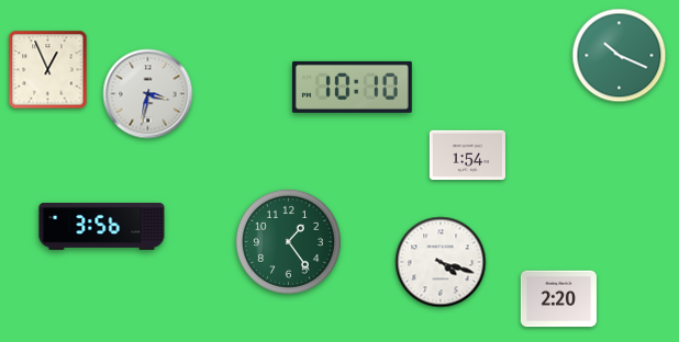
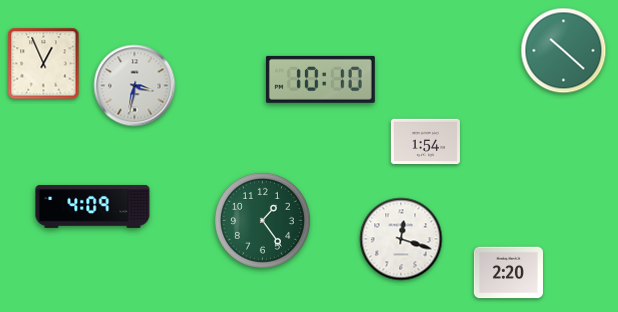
clock at (620, 56): 10:19 -> 10:22
clock at (102, 226): 3:56 -> 4:09
clock at (441, 262): 4:18 -> 12:18
